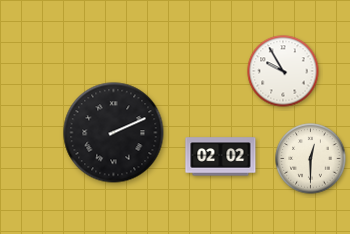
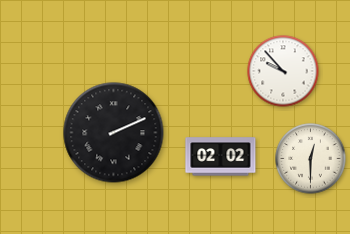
clock at (283, 71): 9:55 -> 9:53
